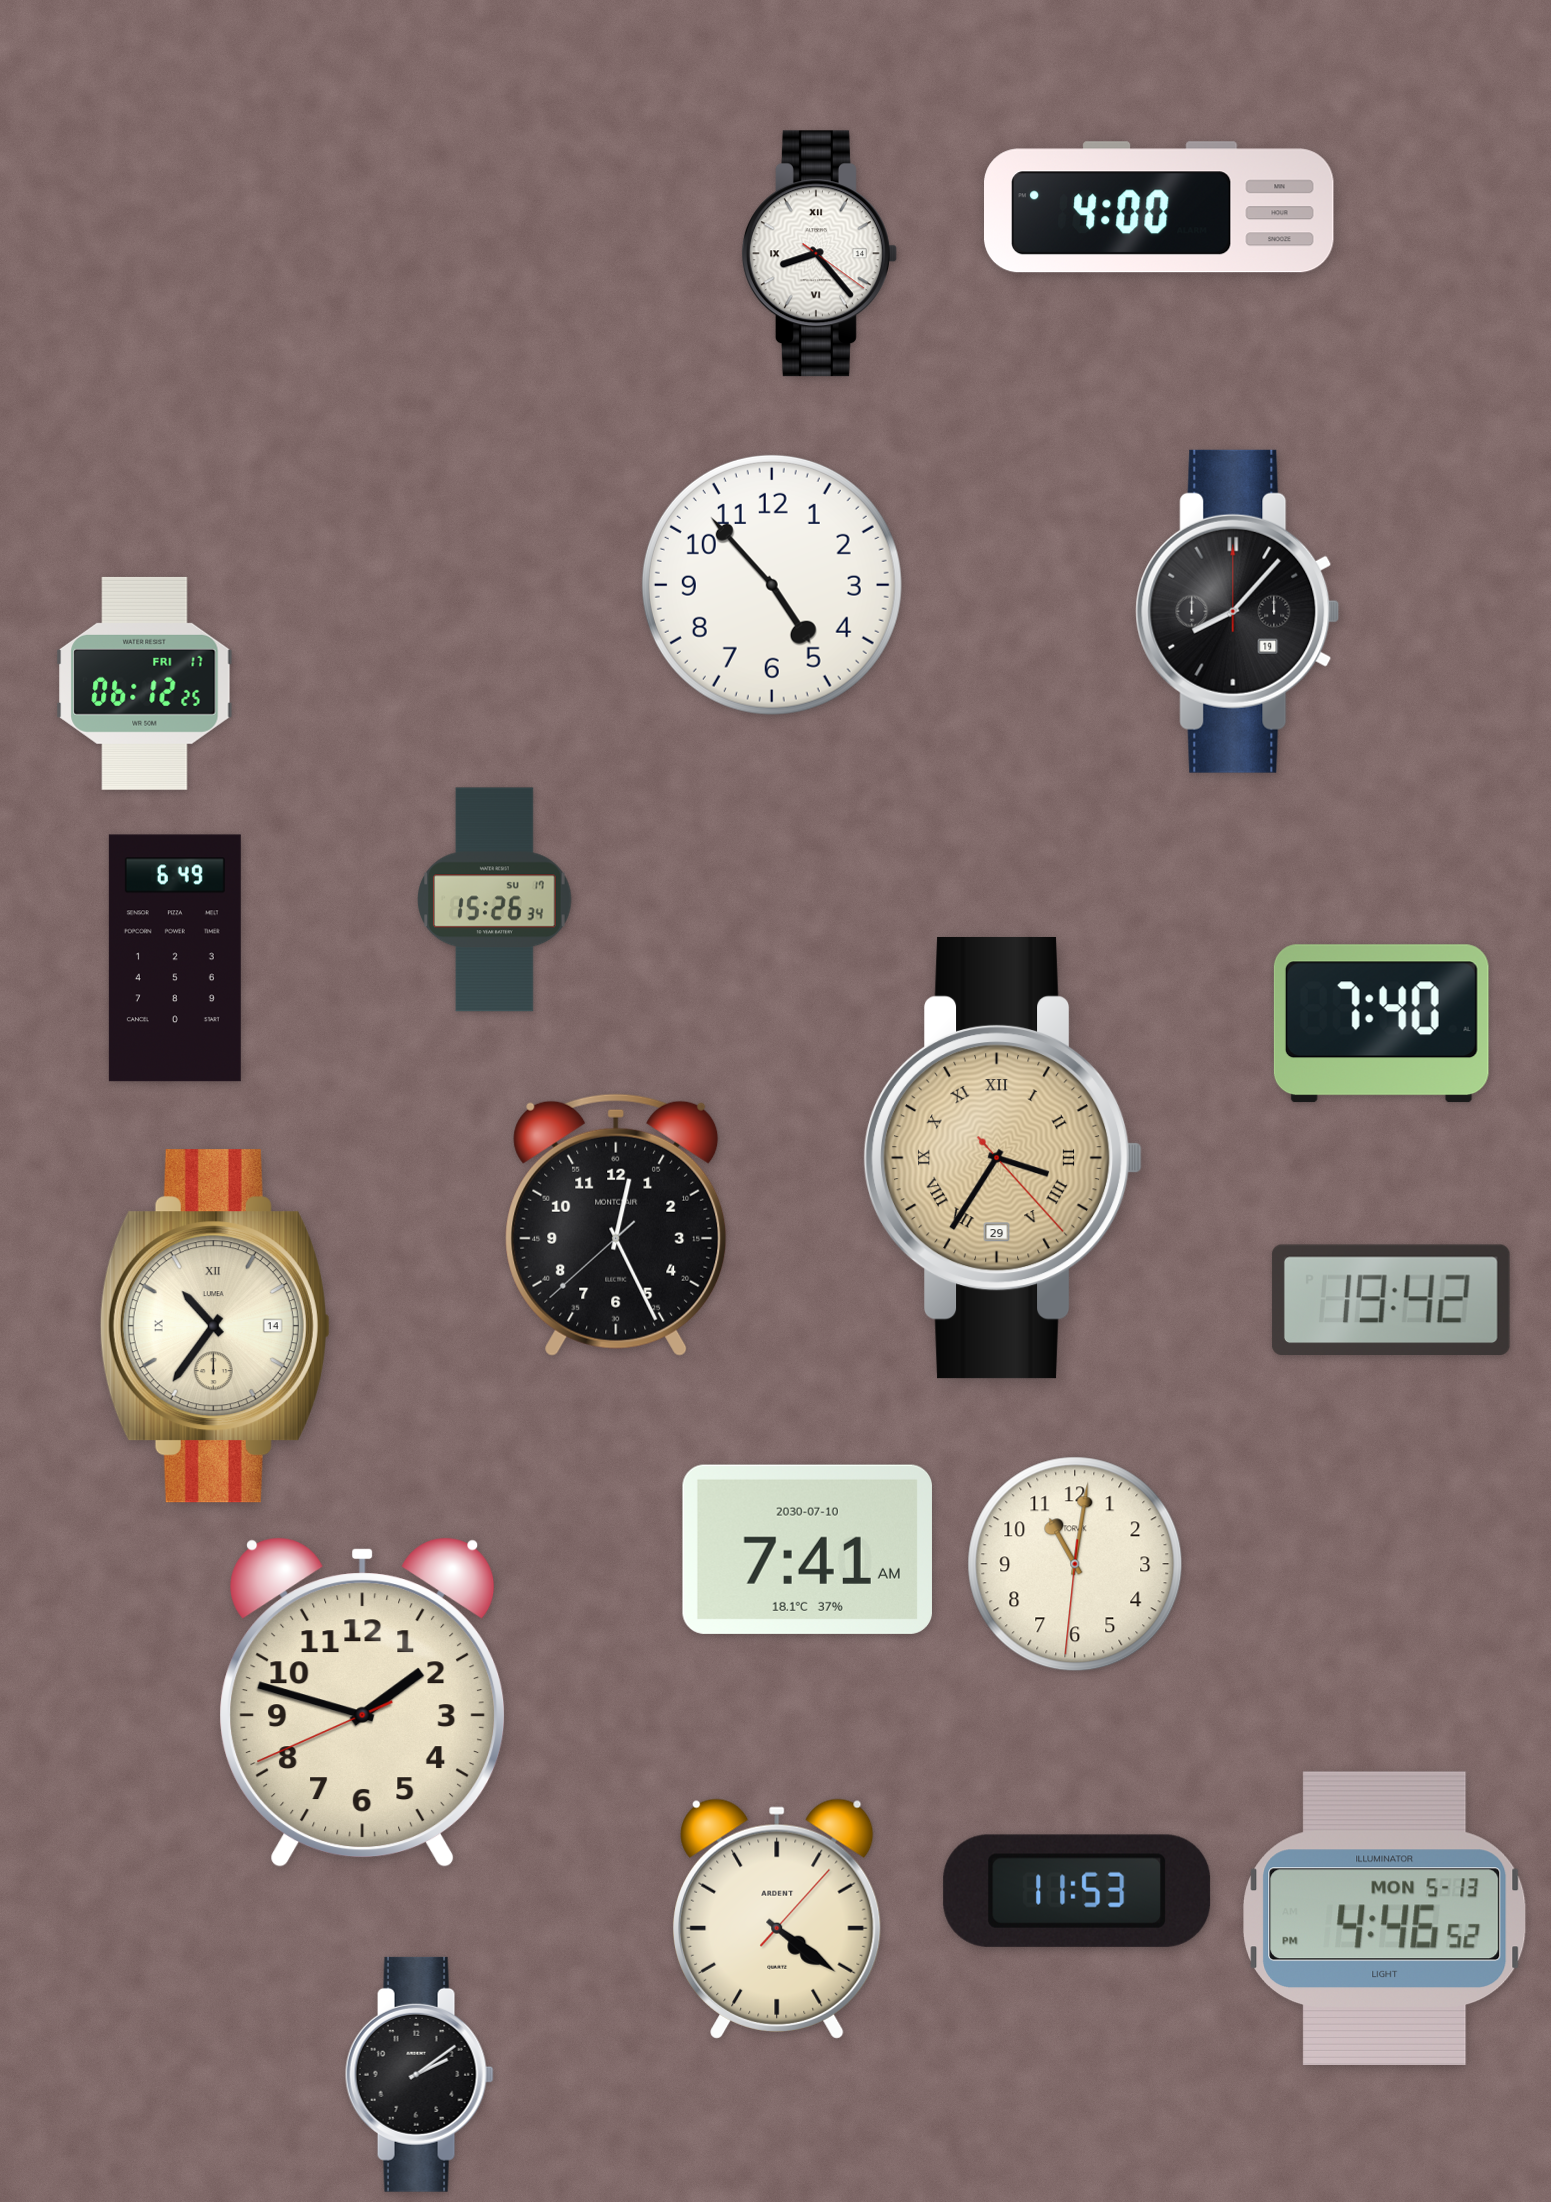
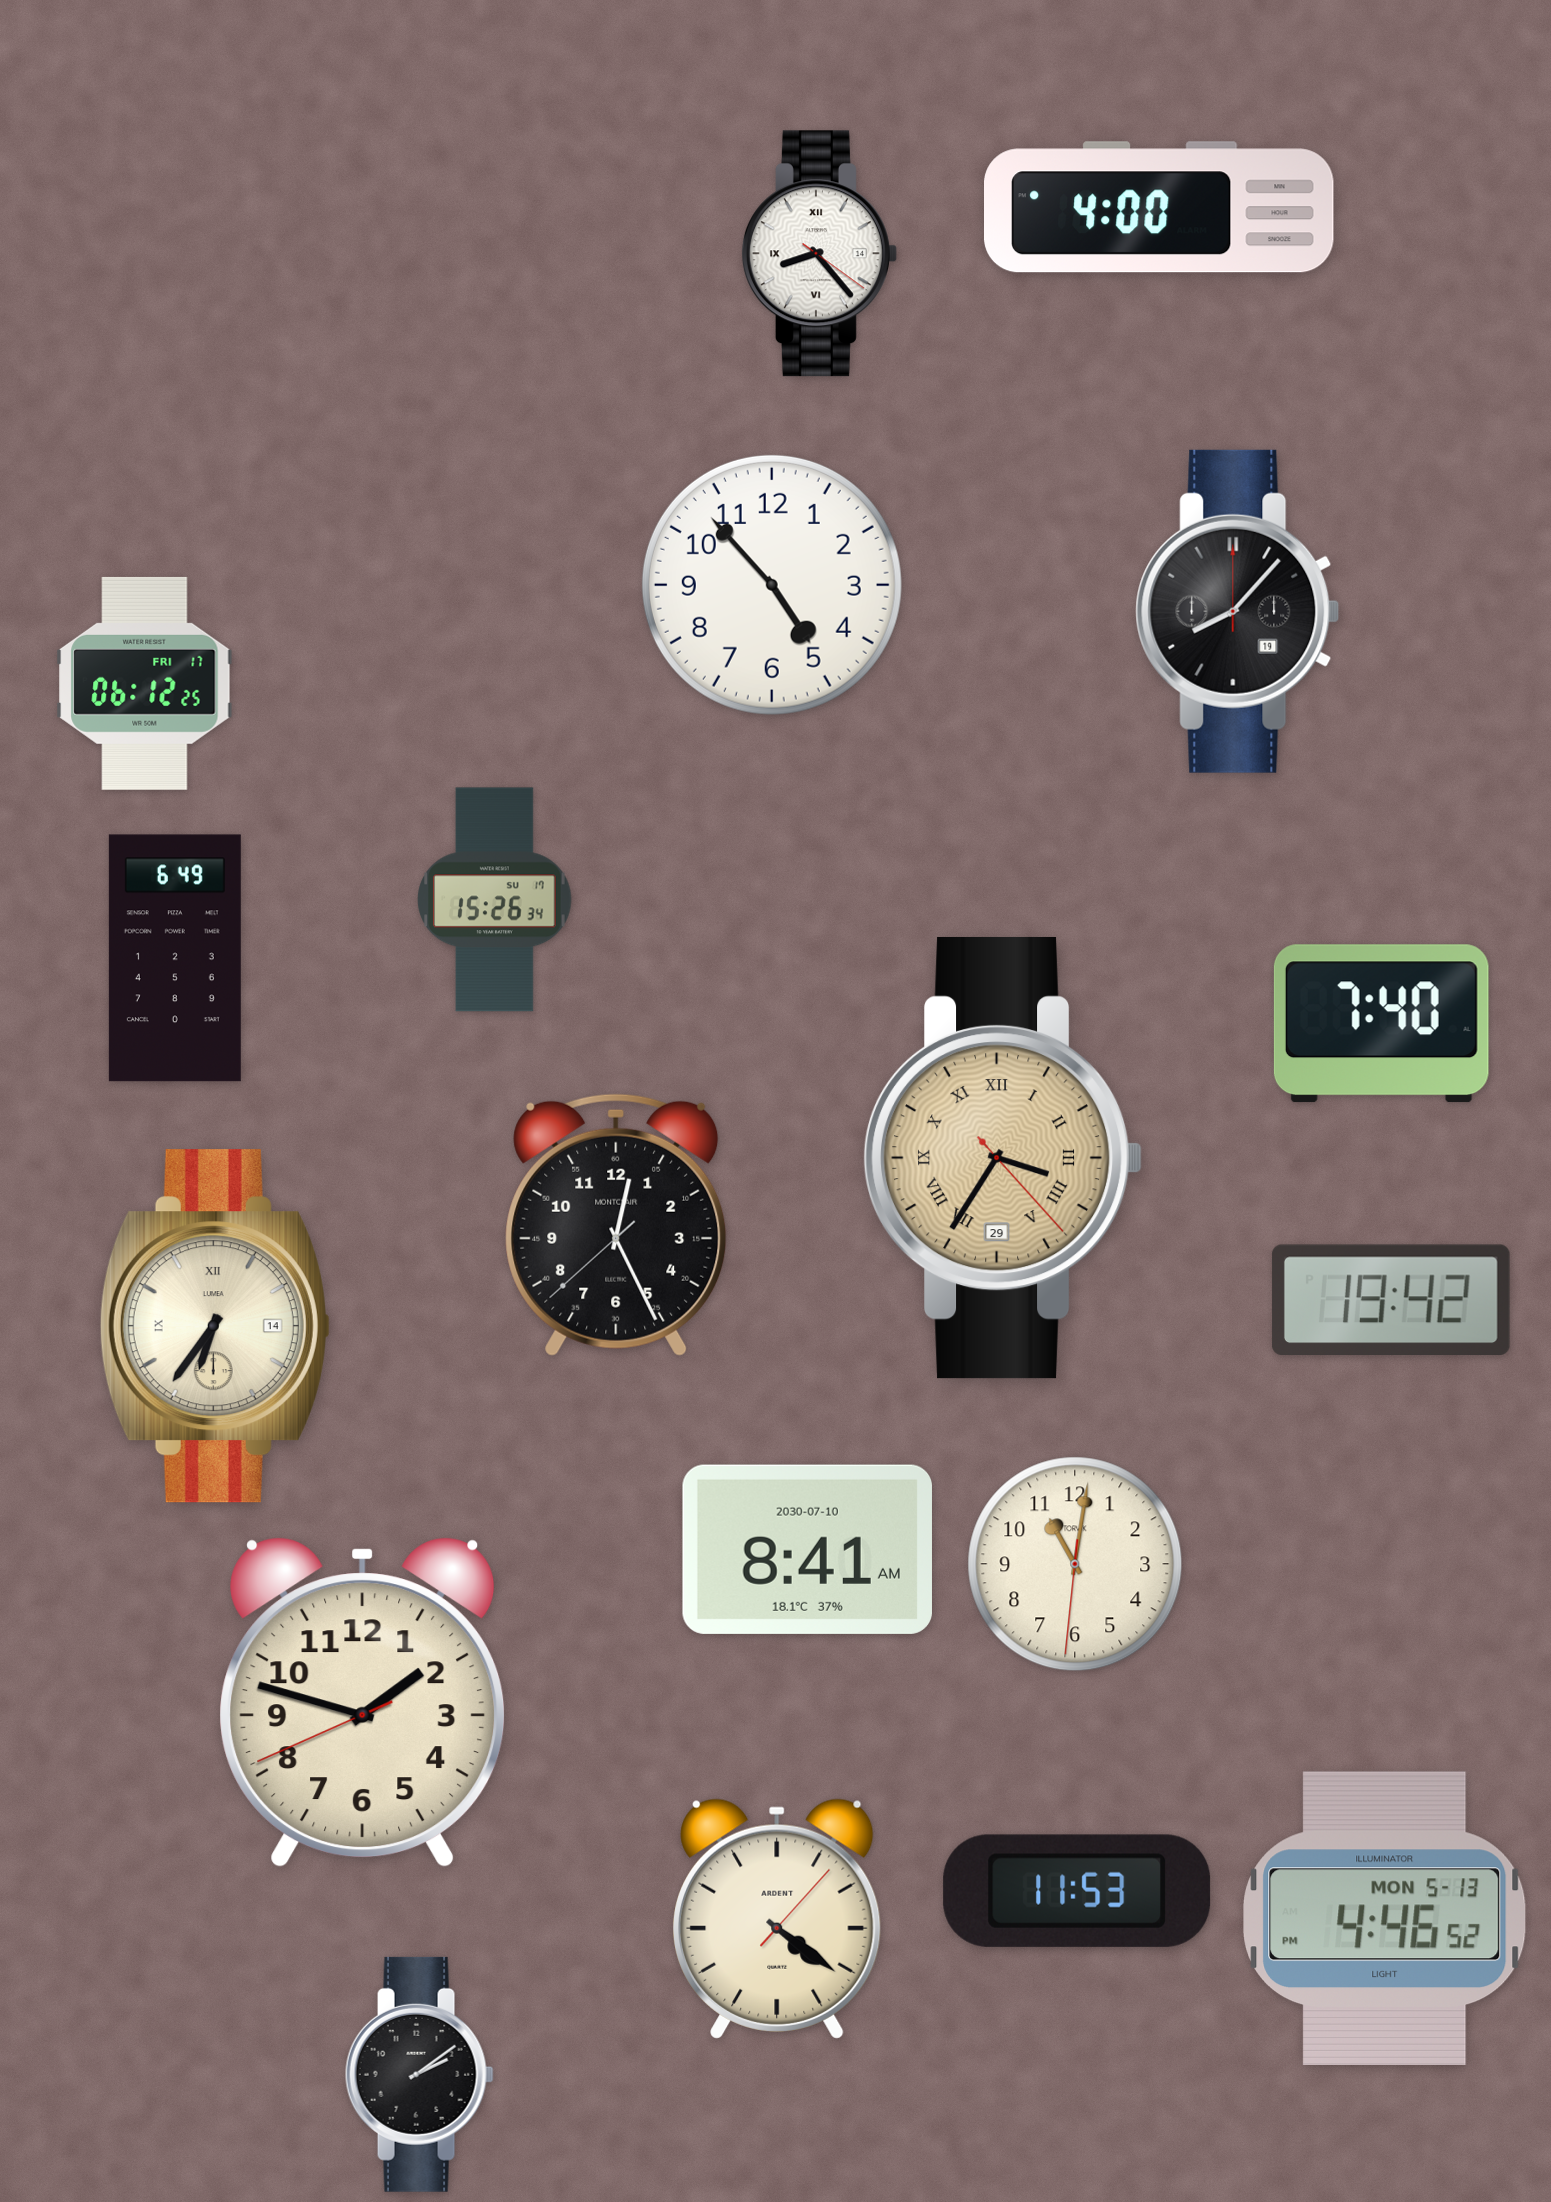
clock at (215, 1326): 10:36 -> 6:36
clock at (807, 1549): 7:41 -> 8:41
